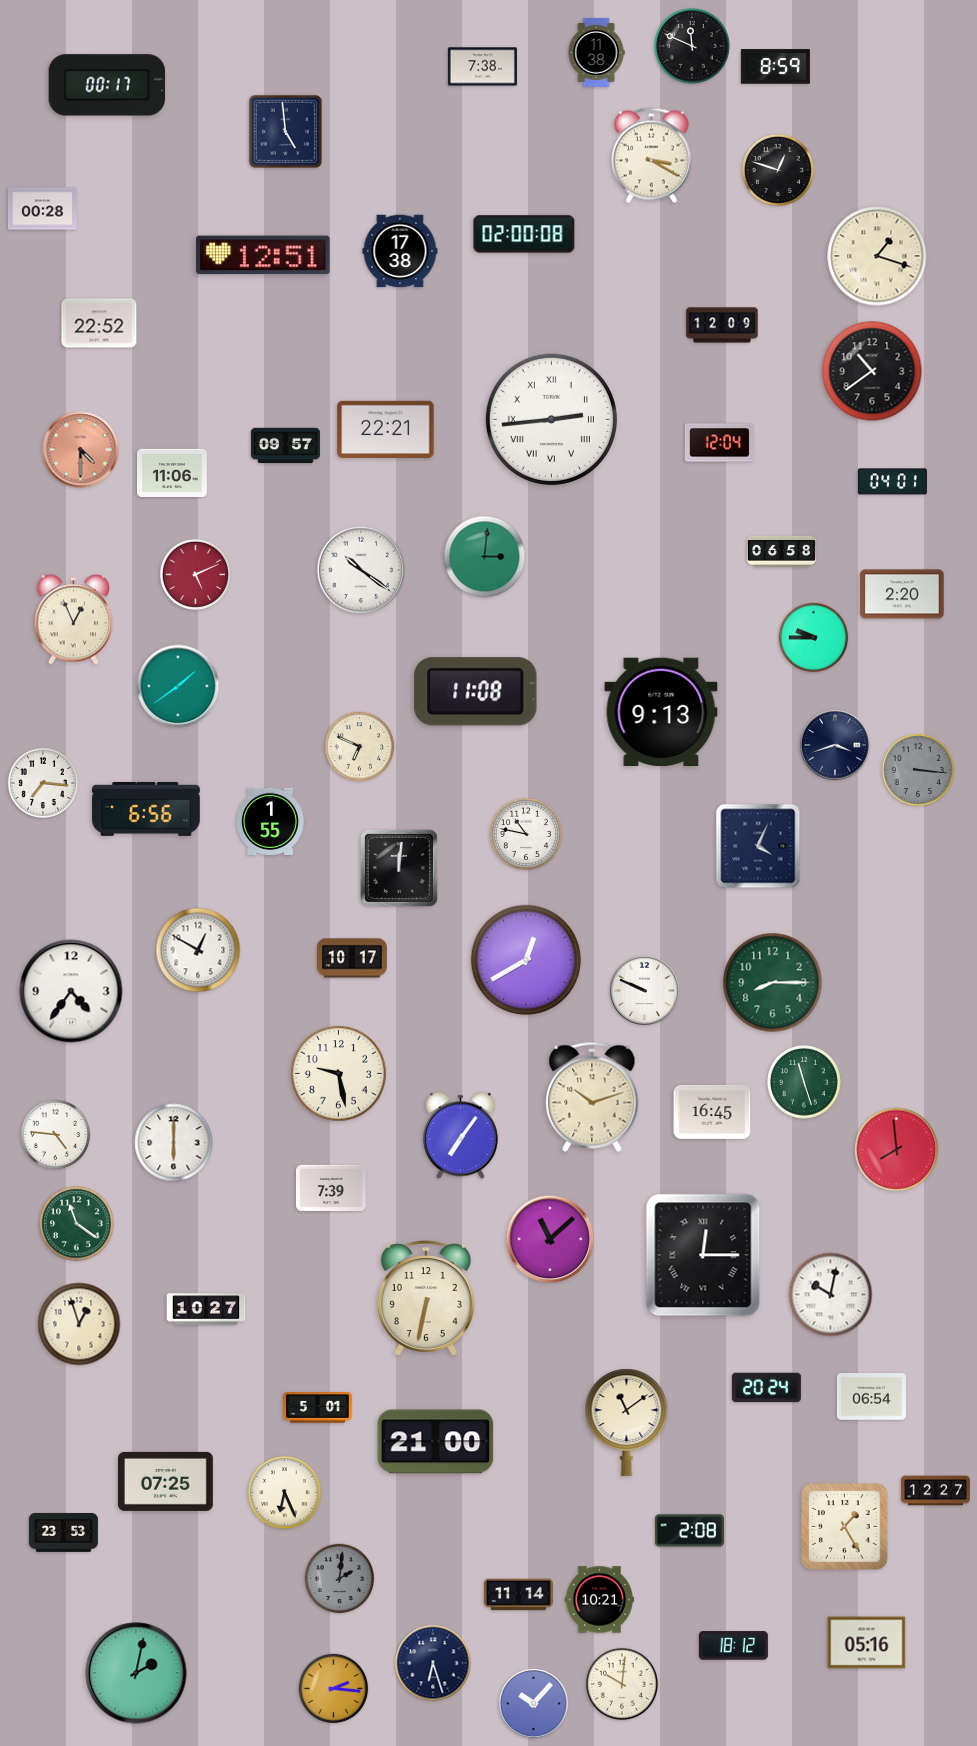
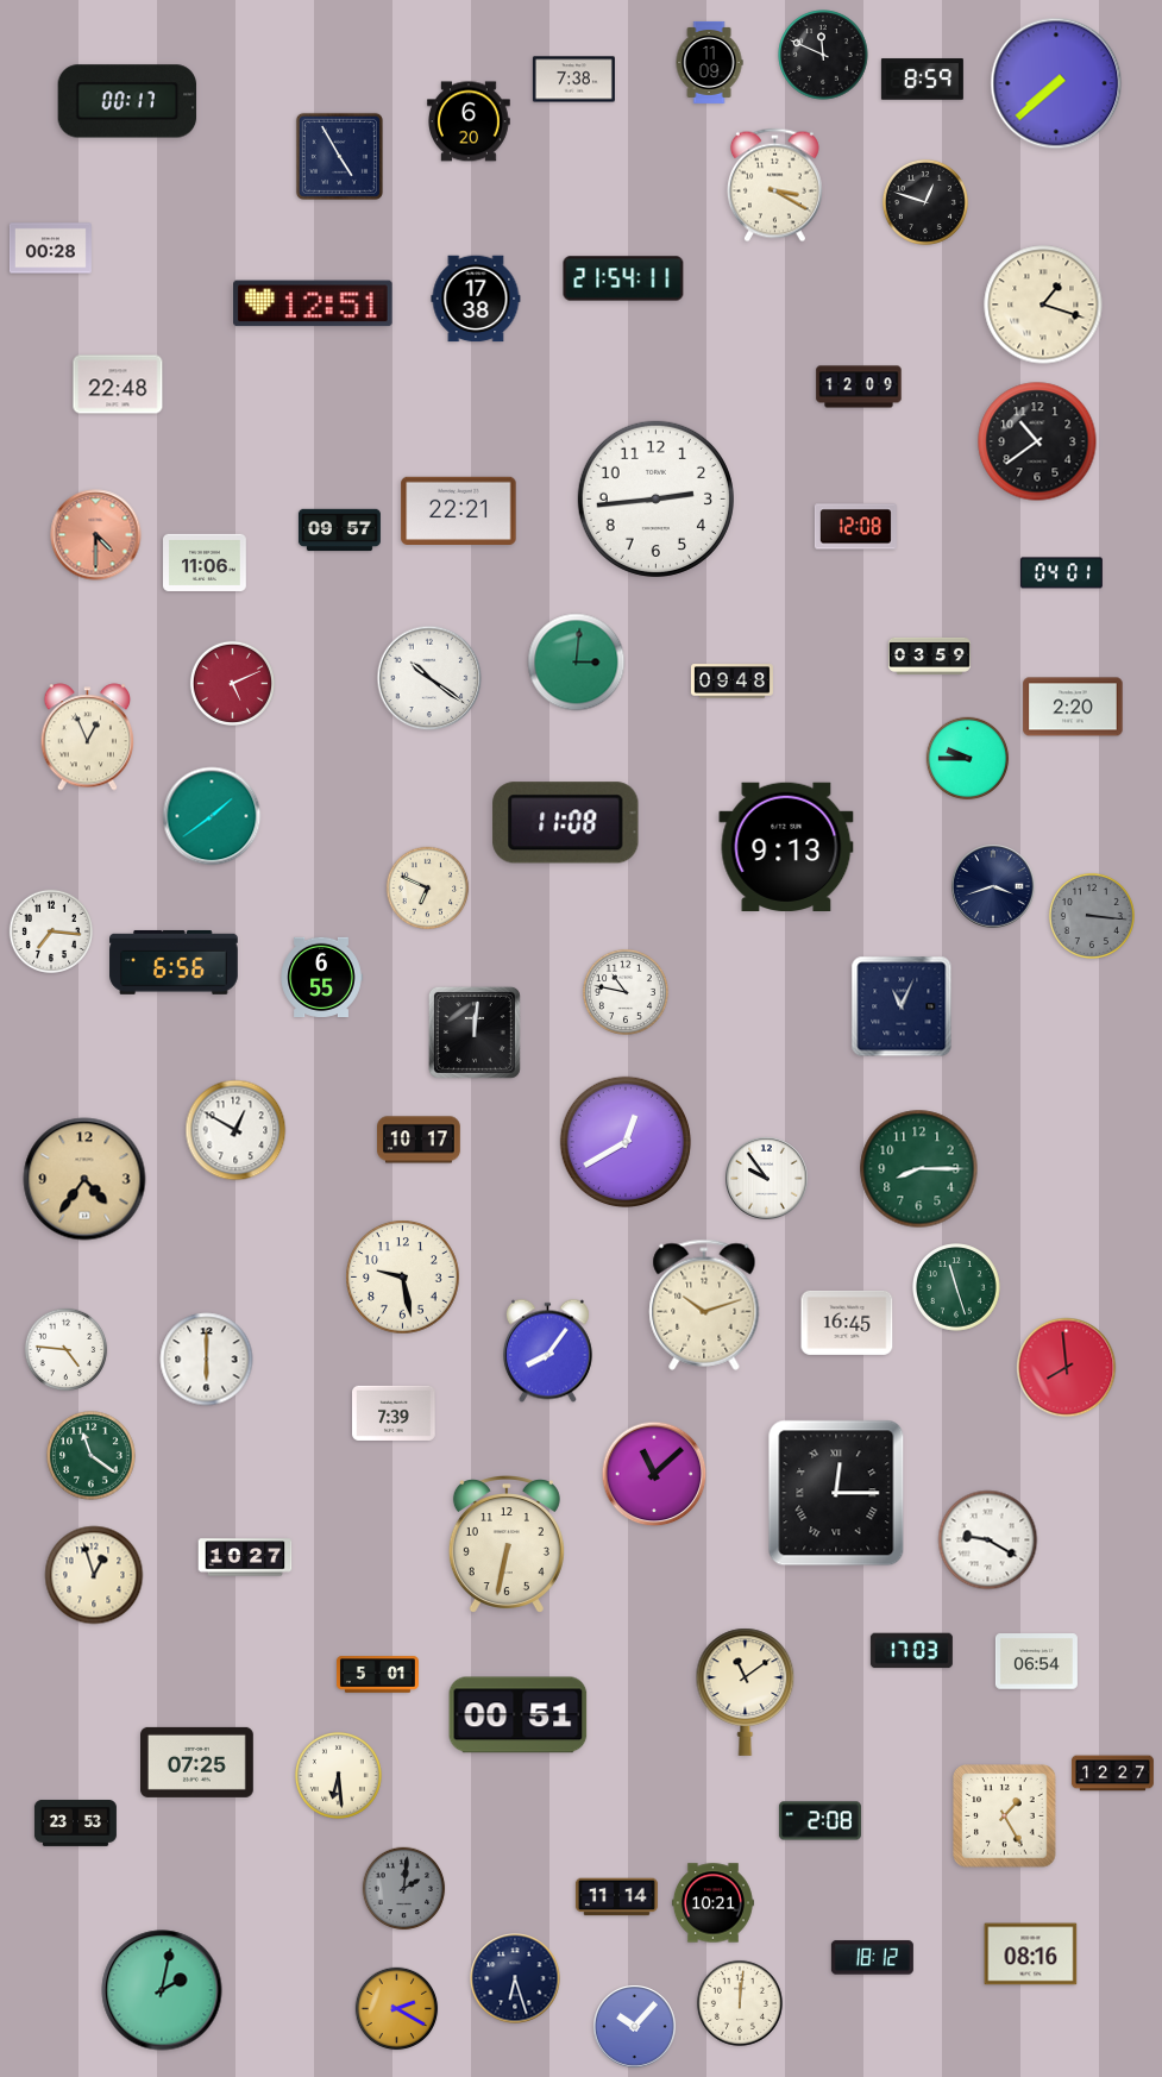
clock at (596, 52): 11:38 -> 11:09
clock at (1056, 83): none -> 7:38
clock at (470, 121): none -> 6:20
clock at (285, 131): 4:59 -> 4:55
clock at (524, 234): 02:00 -> 21:54
clock at (99, 323): 22:52 -> 22:48
clock at (551, 419) numerals: Roman -> Arabic
clock at (719, 443): 12:04 -> 12:08
clock at (781, 551): 06:58 -> 03:59
clock at (731, 682): none -> 09:48
clock at (270, 821): 1:55 -> 6:55
clock at (758, 846): 4:04 -> 11:04
clock at (71, 991) dial: white -> champagne
clock at (645, 991): 9:49 -> 9:54
clock at (460, 1136): 7:06 -> 8:06
clock at (831, 1295): 10:02 -> 9:20
clock at (766, 1388): 20:24 -> 17:03
clock at (436, 1442): 21:00 -> 00:51
clock at (284, 1492): 6:26 -> 6:29
clock at (340, 1579) position: (340, 1579) -> (404, 1889)
clock at (867, 1643): 05:16 -> 08:16
clock at (622, 1684): 10:01 -> 12:01
clock at (334, 1689): 2:16 -> 2:20
